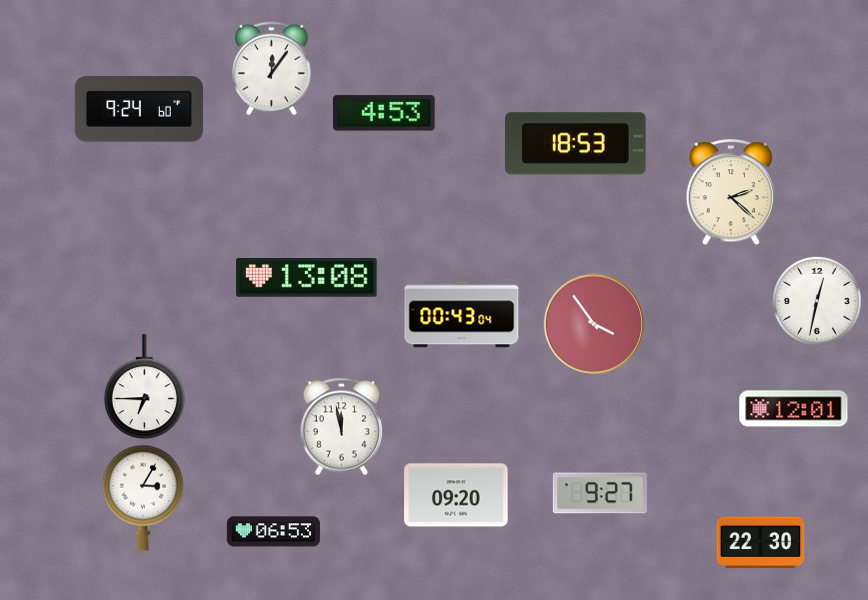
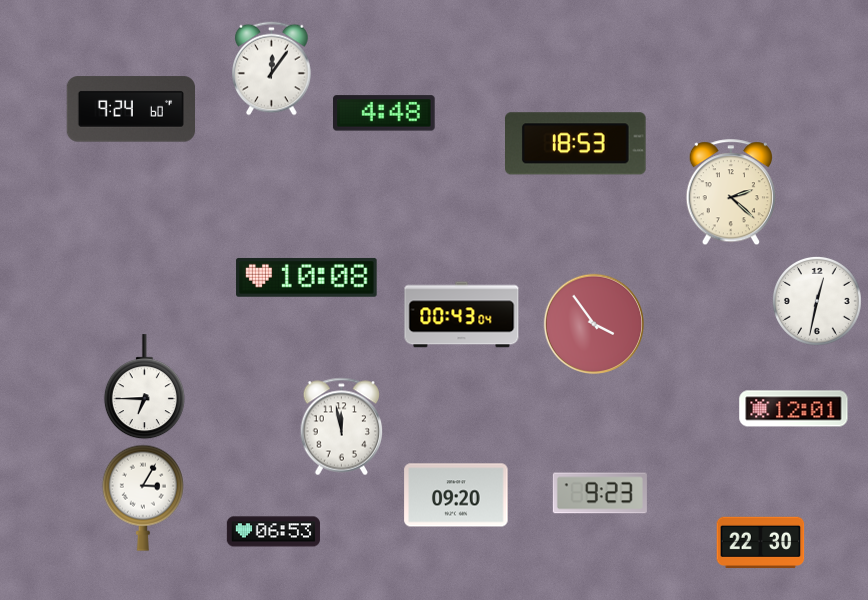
clock at (138, 109) position: (138, 109) -> (130, 109)
clock at (385, 113): 4:53 -> 4:48
clock at (307, 278): 13:08 -> 10:08
clock at (600, 493): 9:27 -> 9:23
